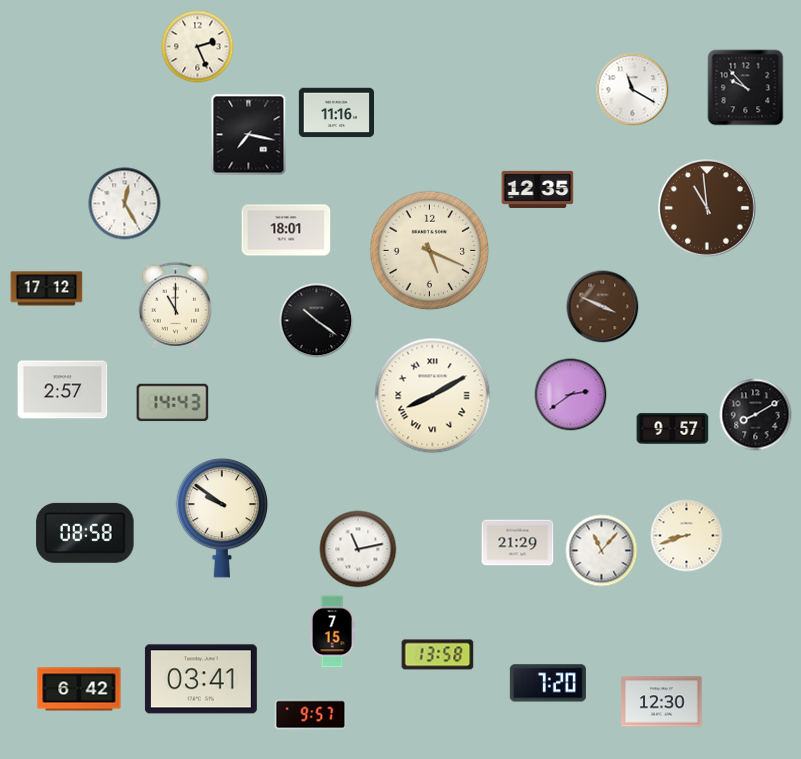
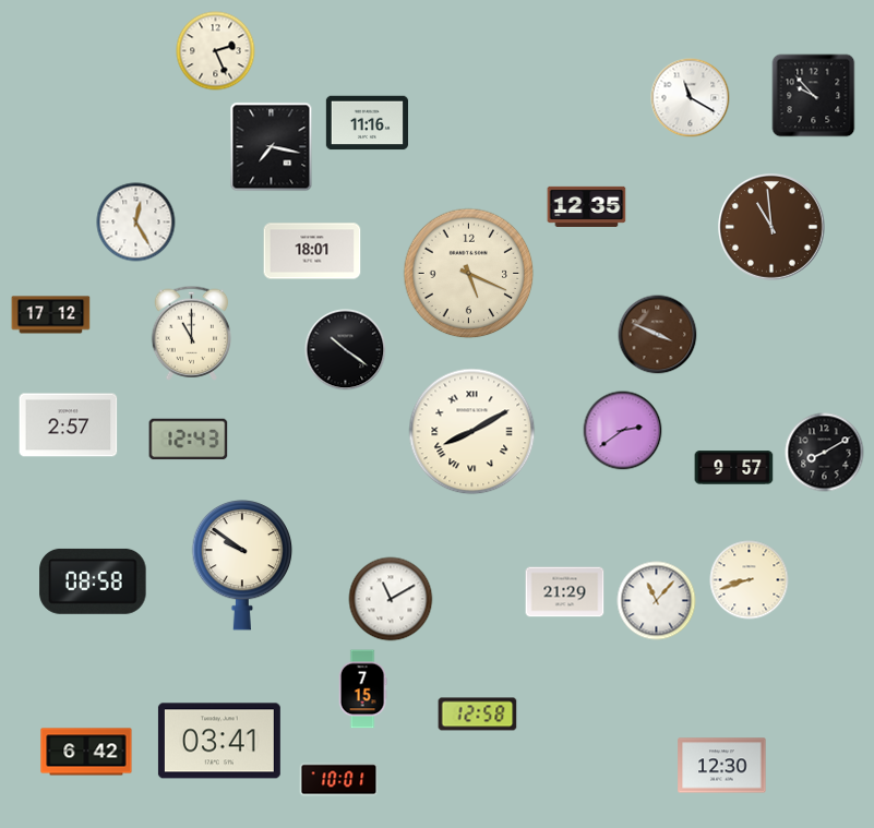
clock at (173, 403): 14:43 -> 12:43
clock at (687, 536) position: (687, 536) -> (750, 580)
clock at (358, 549): 11:13 -> 11:10
clock at (438, 655): 13:58 -> 12:58
clock at (548, 683): 7:20 -> none
clock at (311, 715): 9:57 -> 10:01
